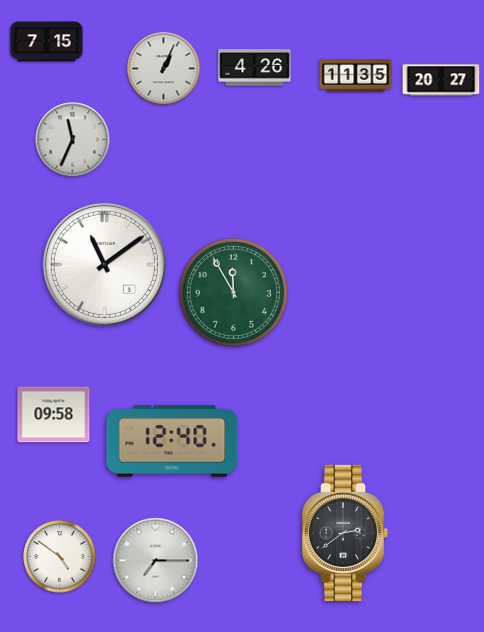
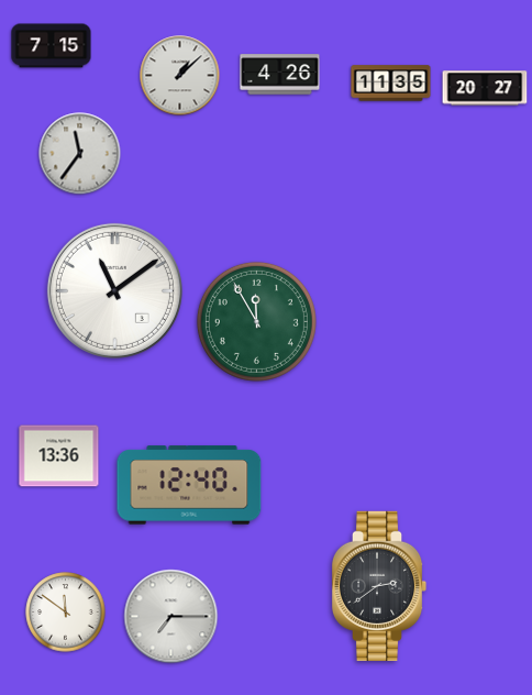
clock at (164, 69): 1:04 -> 1:08
clock at (73, 140): 11:34 -> 11:36
clock at (54, 415): 09:58 -> 13:36
clock at (60, 557): 4:51 -> 11:51
